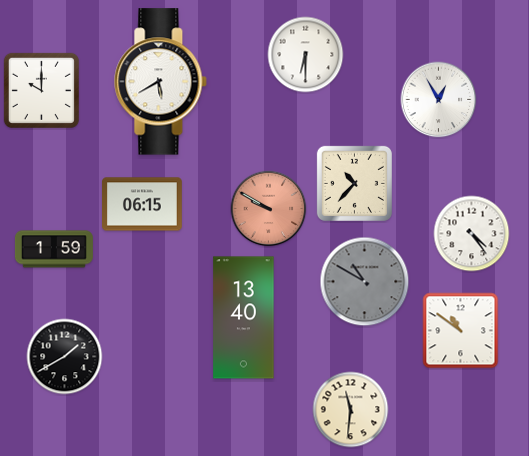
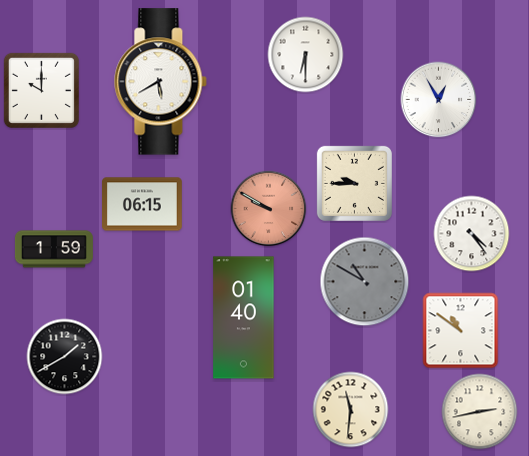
clock at (354, 183): 10:37 -> 9:45
clock at (244, 318): 13:40 -> 01:40
clock at (480, 412): none -> 2:43
